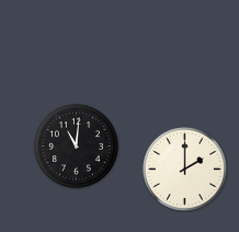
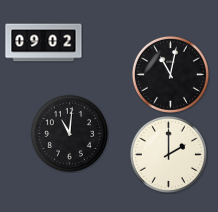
clock at (44, 43): none -> 09:02
clock at (170, 74): none -> 11:02
